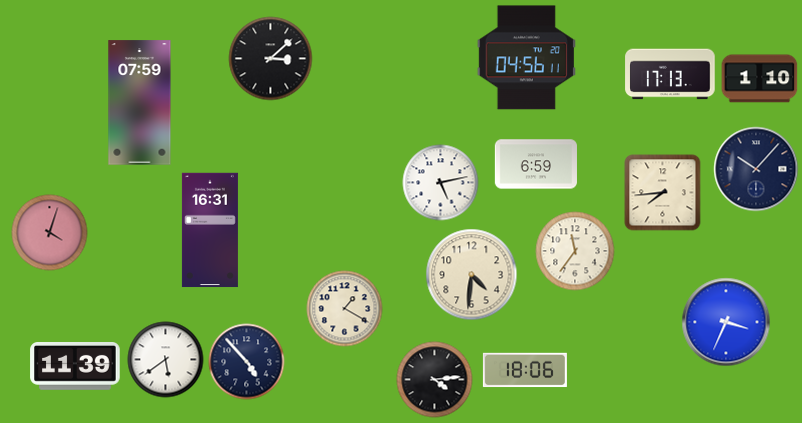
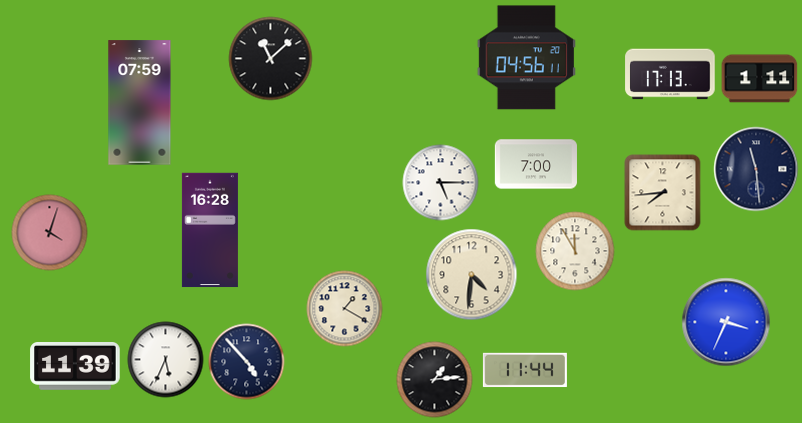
clock at (271, 59): 3:08 -> 11:08
clock at (760, 79): 1:10 -> 1:11
clock at (536, 164): 6:59 -> 7:00
clock at (756, 169): 10:07 -> 11:29
clock at (441, 183): 5:13 -> 5:15
clock at (210, 230): 16:31 -> 16:28
clock at (575, 251): 11:36 -> 11:55
clock at (166, 360): 5:39 -> 5:34
clock at (525, 370): 18:06 -> 11:44
clock at (435, 380): 4:14 -> 1:14
